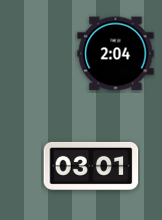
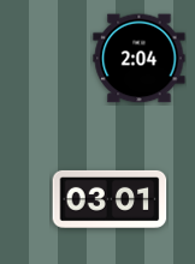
clock at (116, 54) position: (116, 54) -> (140, 59)
